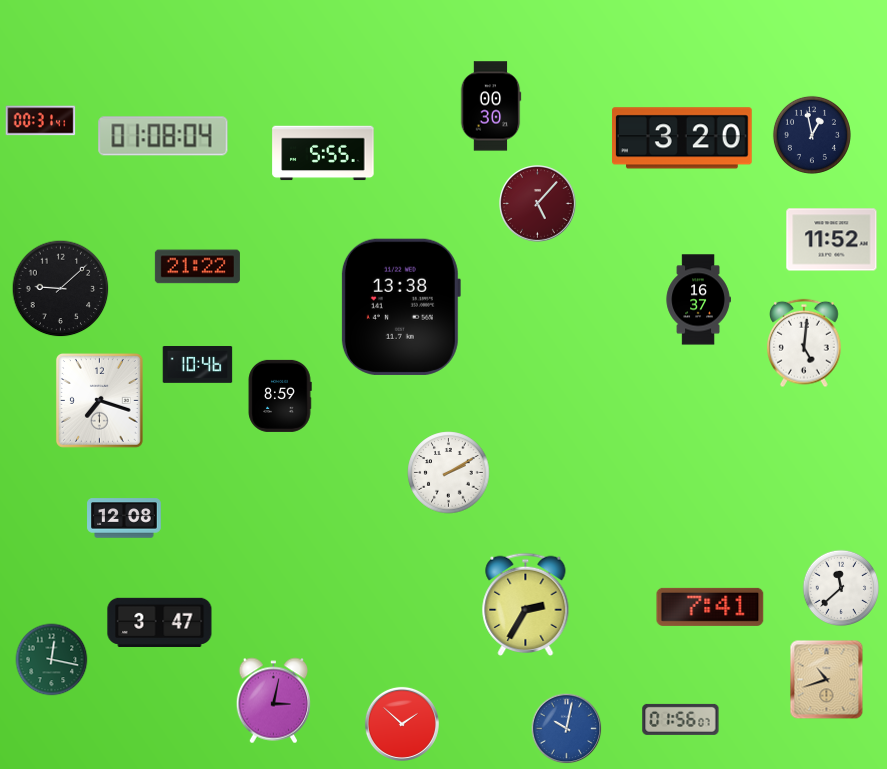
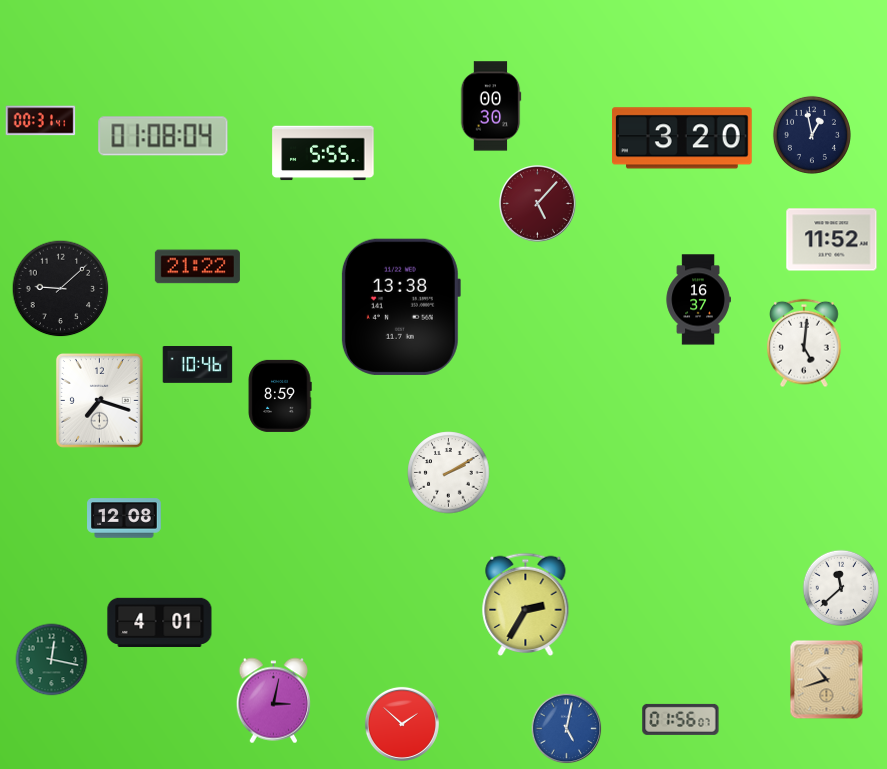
clock at (710, 607): 7:41 -> none
clock at (160, 622): 3:47 -> 4:01
clock at (567, 729): 10:02 -> 5:02
